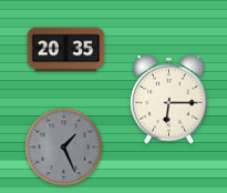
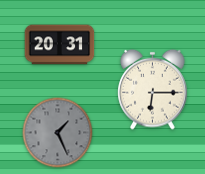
clock at (66, 50): 20:35 -> 20:31
